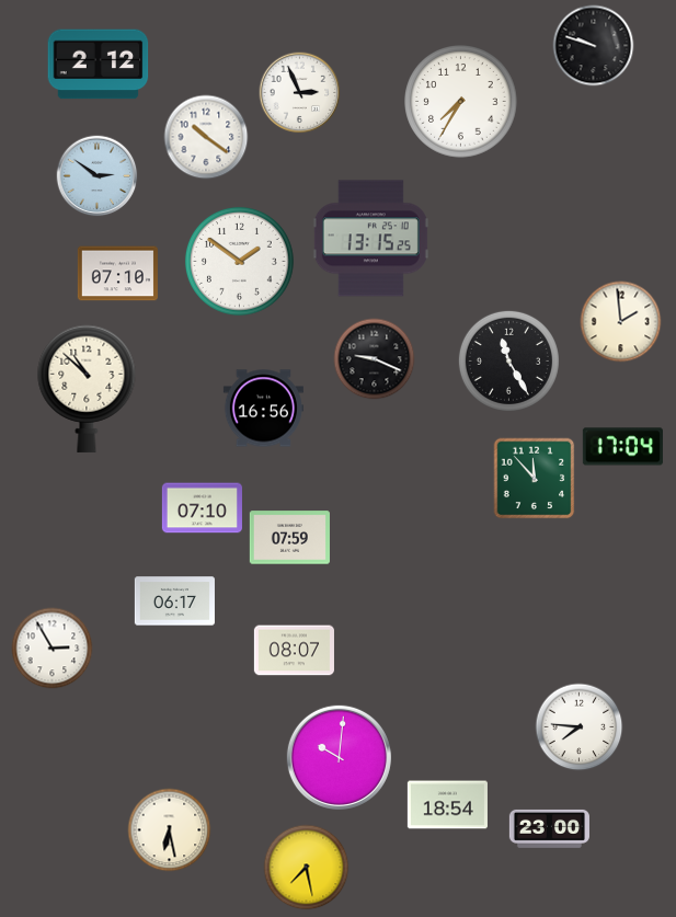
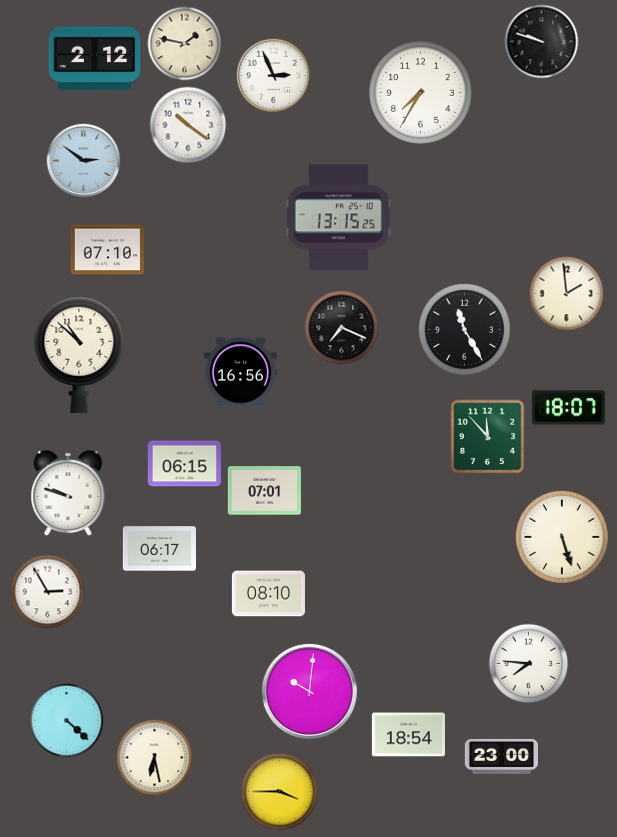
clock at (185, 44): none -> 1:47
clock at (99, 65) position: (99, 65) -> (95, 59)
clock at (300, 93) position: (300, 93) -> (274, 76)
clock at (98, 176) position: (98, 176) -> (84, 161)
clock at (239, 261): 1:51 -> none
clock at (375, 359): 9:19 -> 7:19
clock at (622, 447): 17:04 -> 18:07
clock at (202, 508): 07:10 -> 06:15
clock at (289, 538): 07:59 -> 07:01
clock at (68, 493): none -> 9:48
clock at (562, 537): none -> 5:27
clock at (294, 651): 08:07 -> 08:10
clock at (67, 721): none -> 4:22
clock at (307, 868): 7:28 -> 3:45
